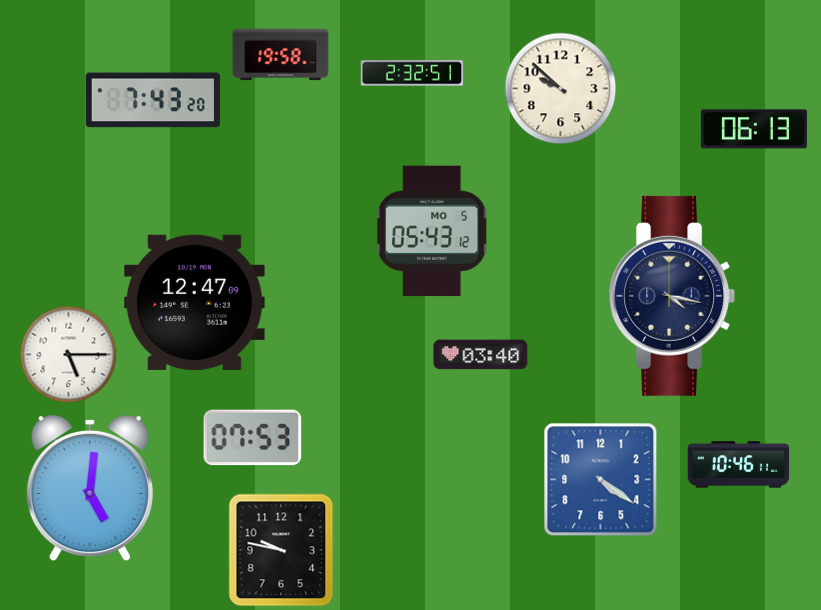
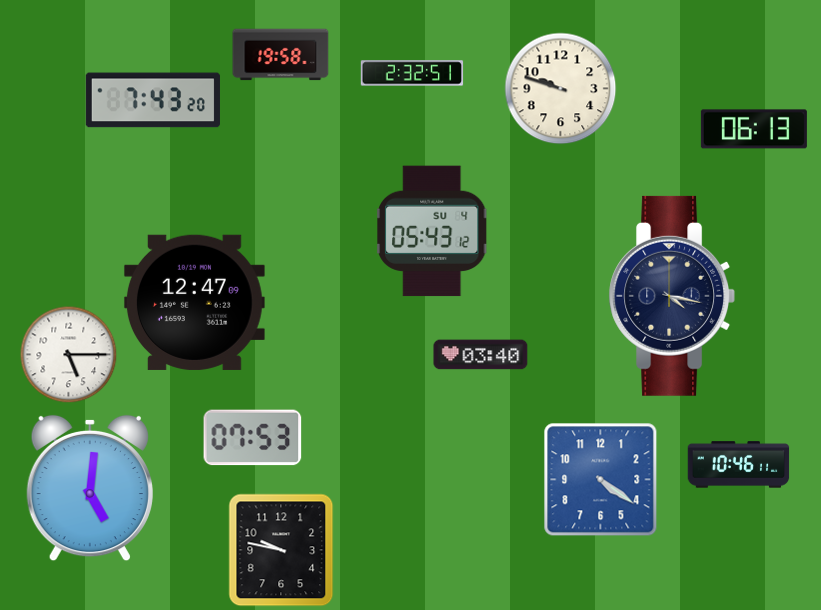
clock at (561, 89): 9:52 -> 9:48
clock at (433, 231) date: MO 5 -> SU 4
